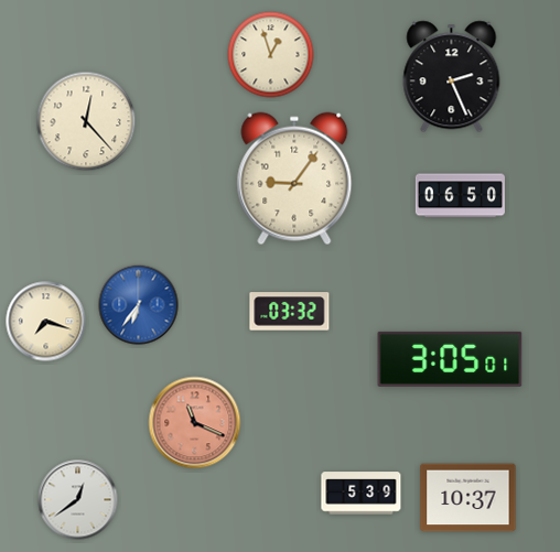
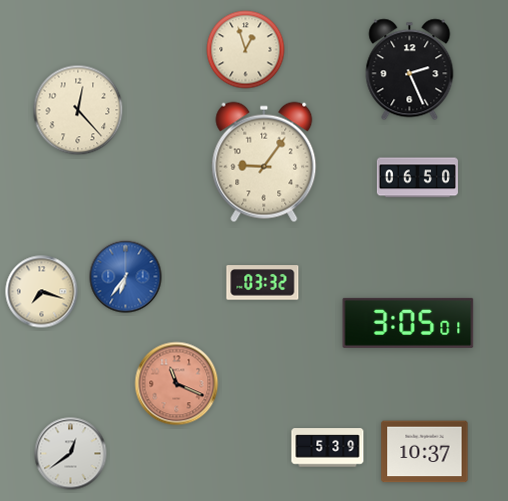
clock at (294, 178) position: (294, 178) -> (264, 162)
clock at (450, 359) position: (450, 359) -> (408, 323)
